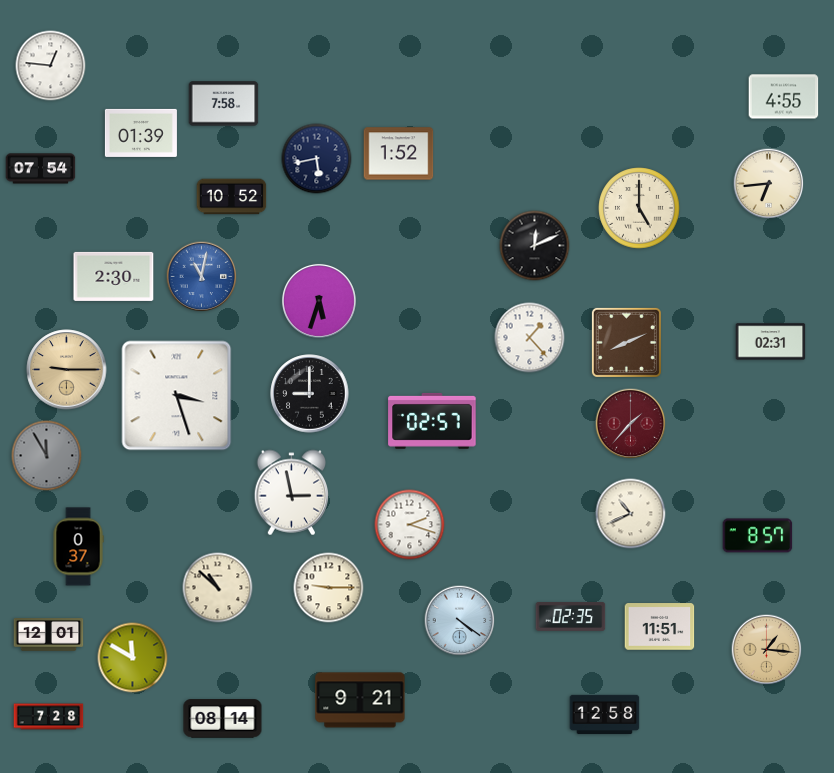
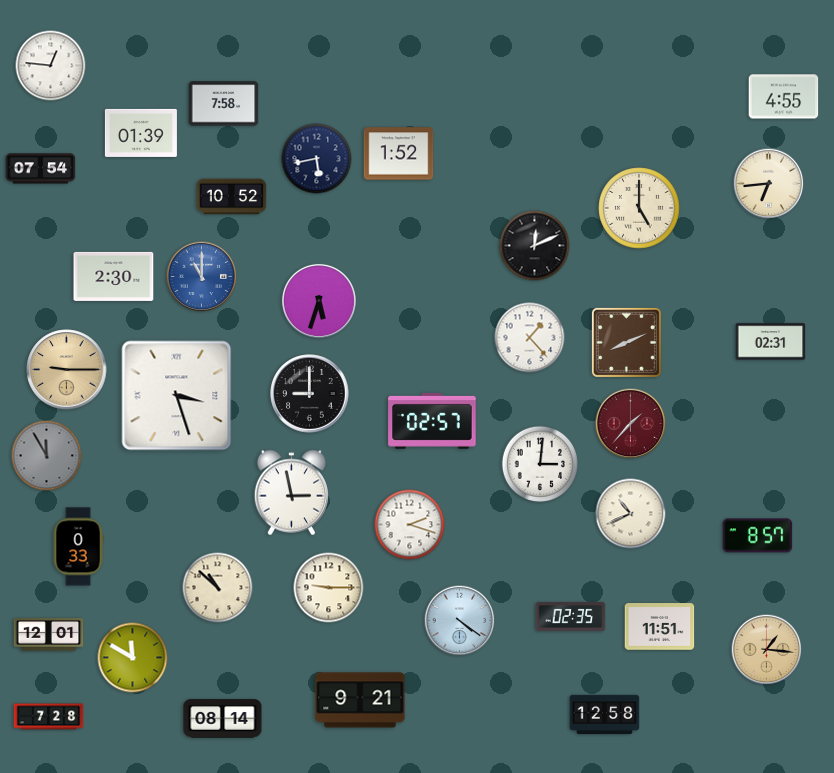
clock at (202, 277): 11:02 -> 11:00
clock at (539, 463): none -> 3:01
clock at (78, 547): 0:37 -> 0:33
